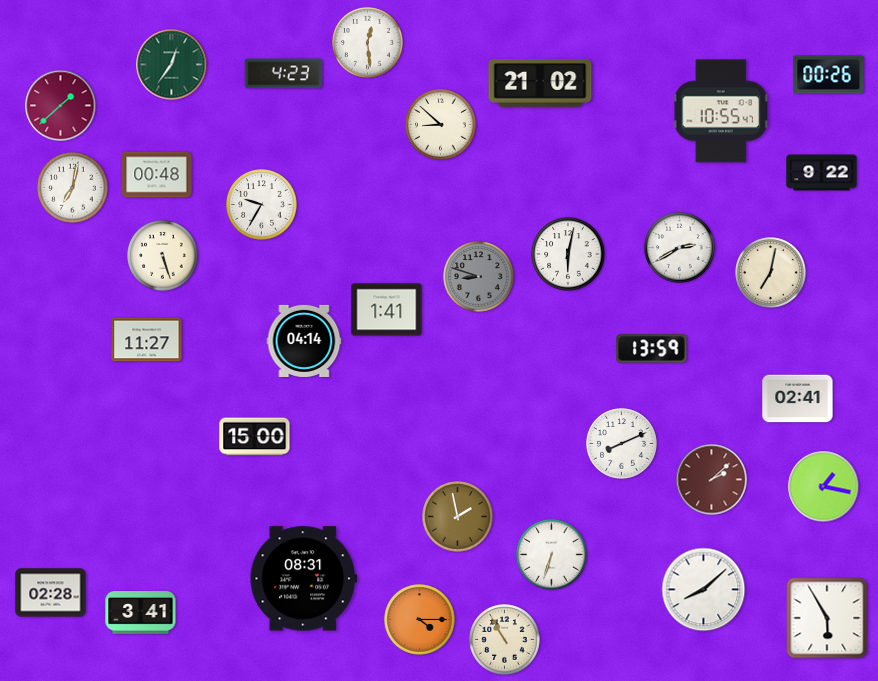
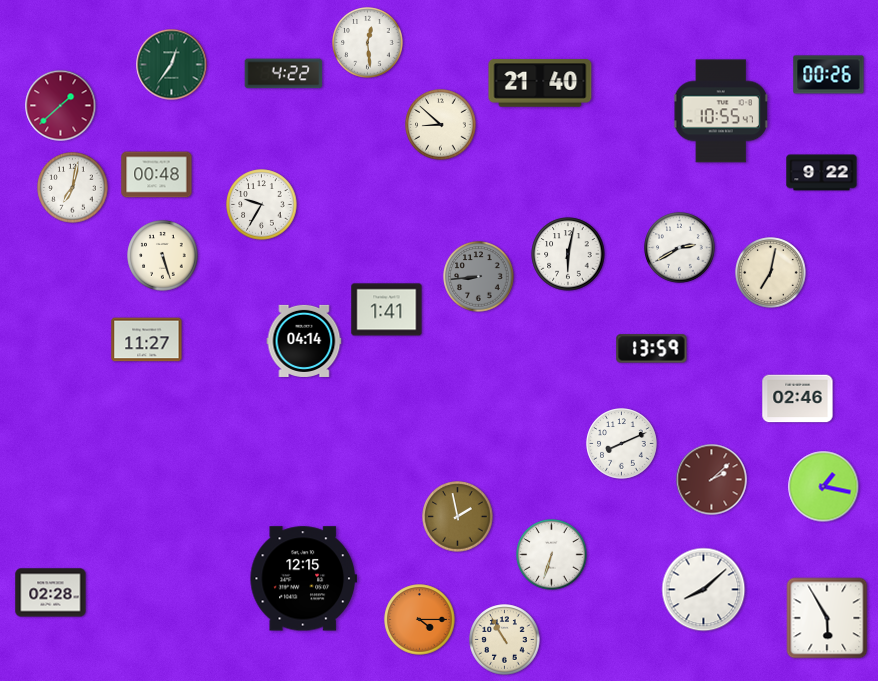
clock at (284, 74): 4:23 -> 4:22
clock at (540, 83): 21:02 -> 21:40
clock at (479, 277): 8:48 -> 8:44
clock at (798, 399): 02:41 -> 02:46
clock at (255, 437): 15:00 -> none
clock at (303, 579): 08:31 -> 12:15
clock at (141, 613): 3:41 -> none
